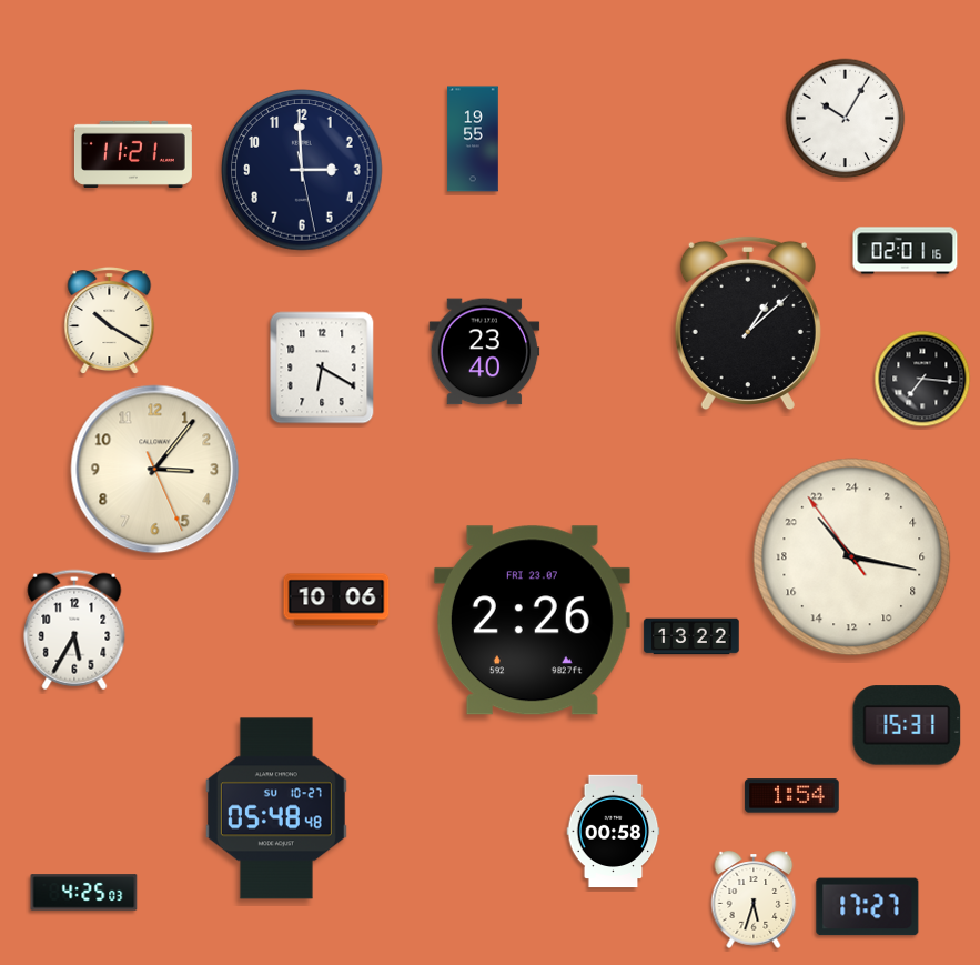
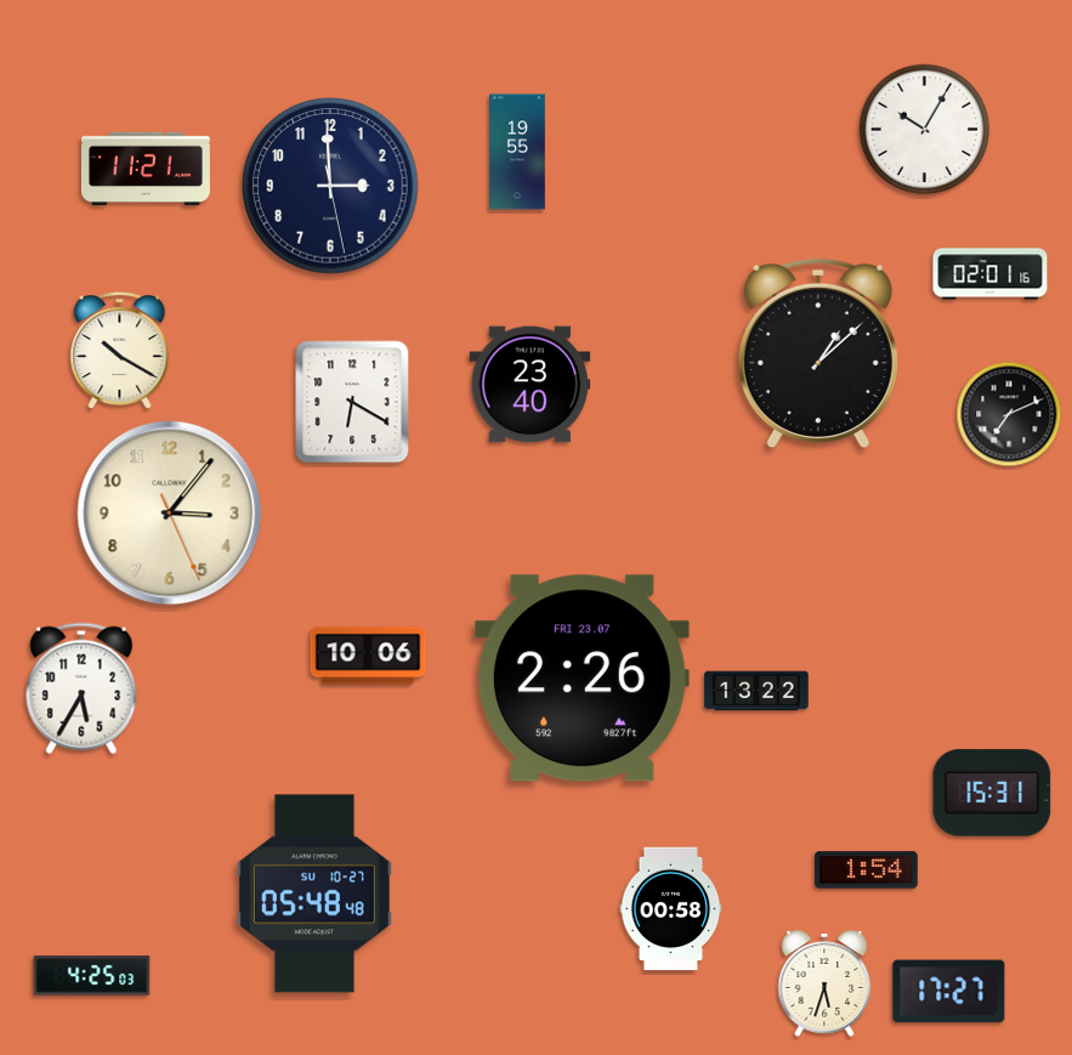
clock at (922, 379): 7:16 -> 7:11
clock at (852, 557): 21:16 -> none
clock at (691, 636) position: (691, 636) -> (756, 691)
clock at (276, 808) position: (276, 808) -> (314, 894)
